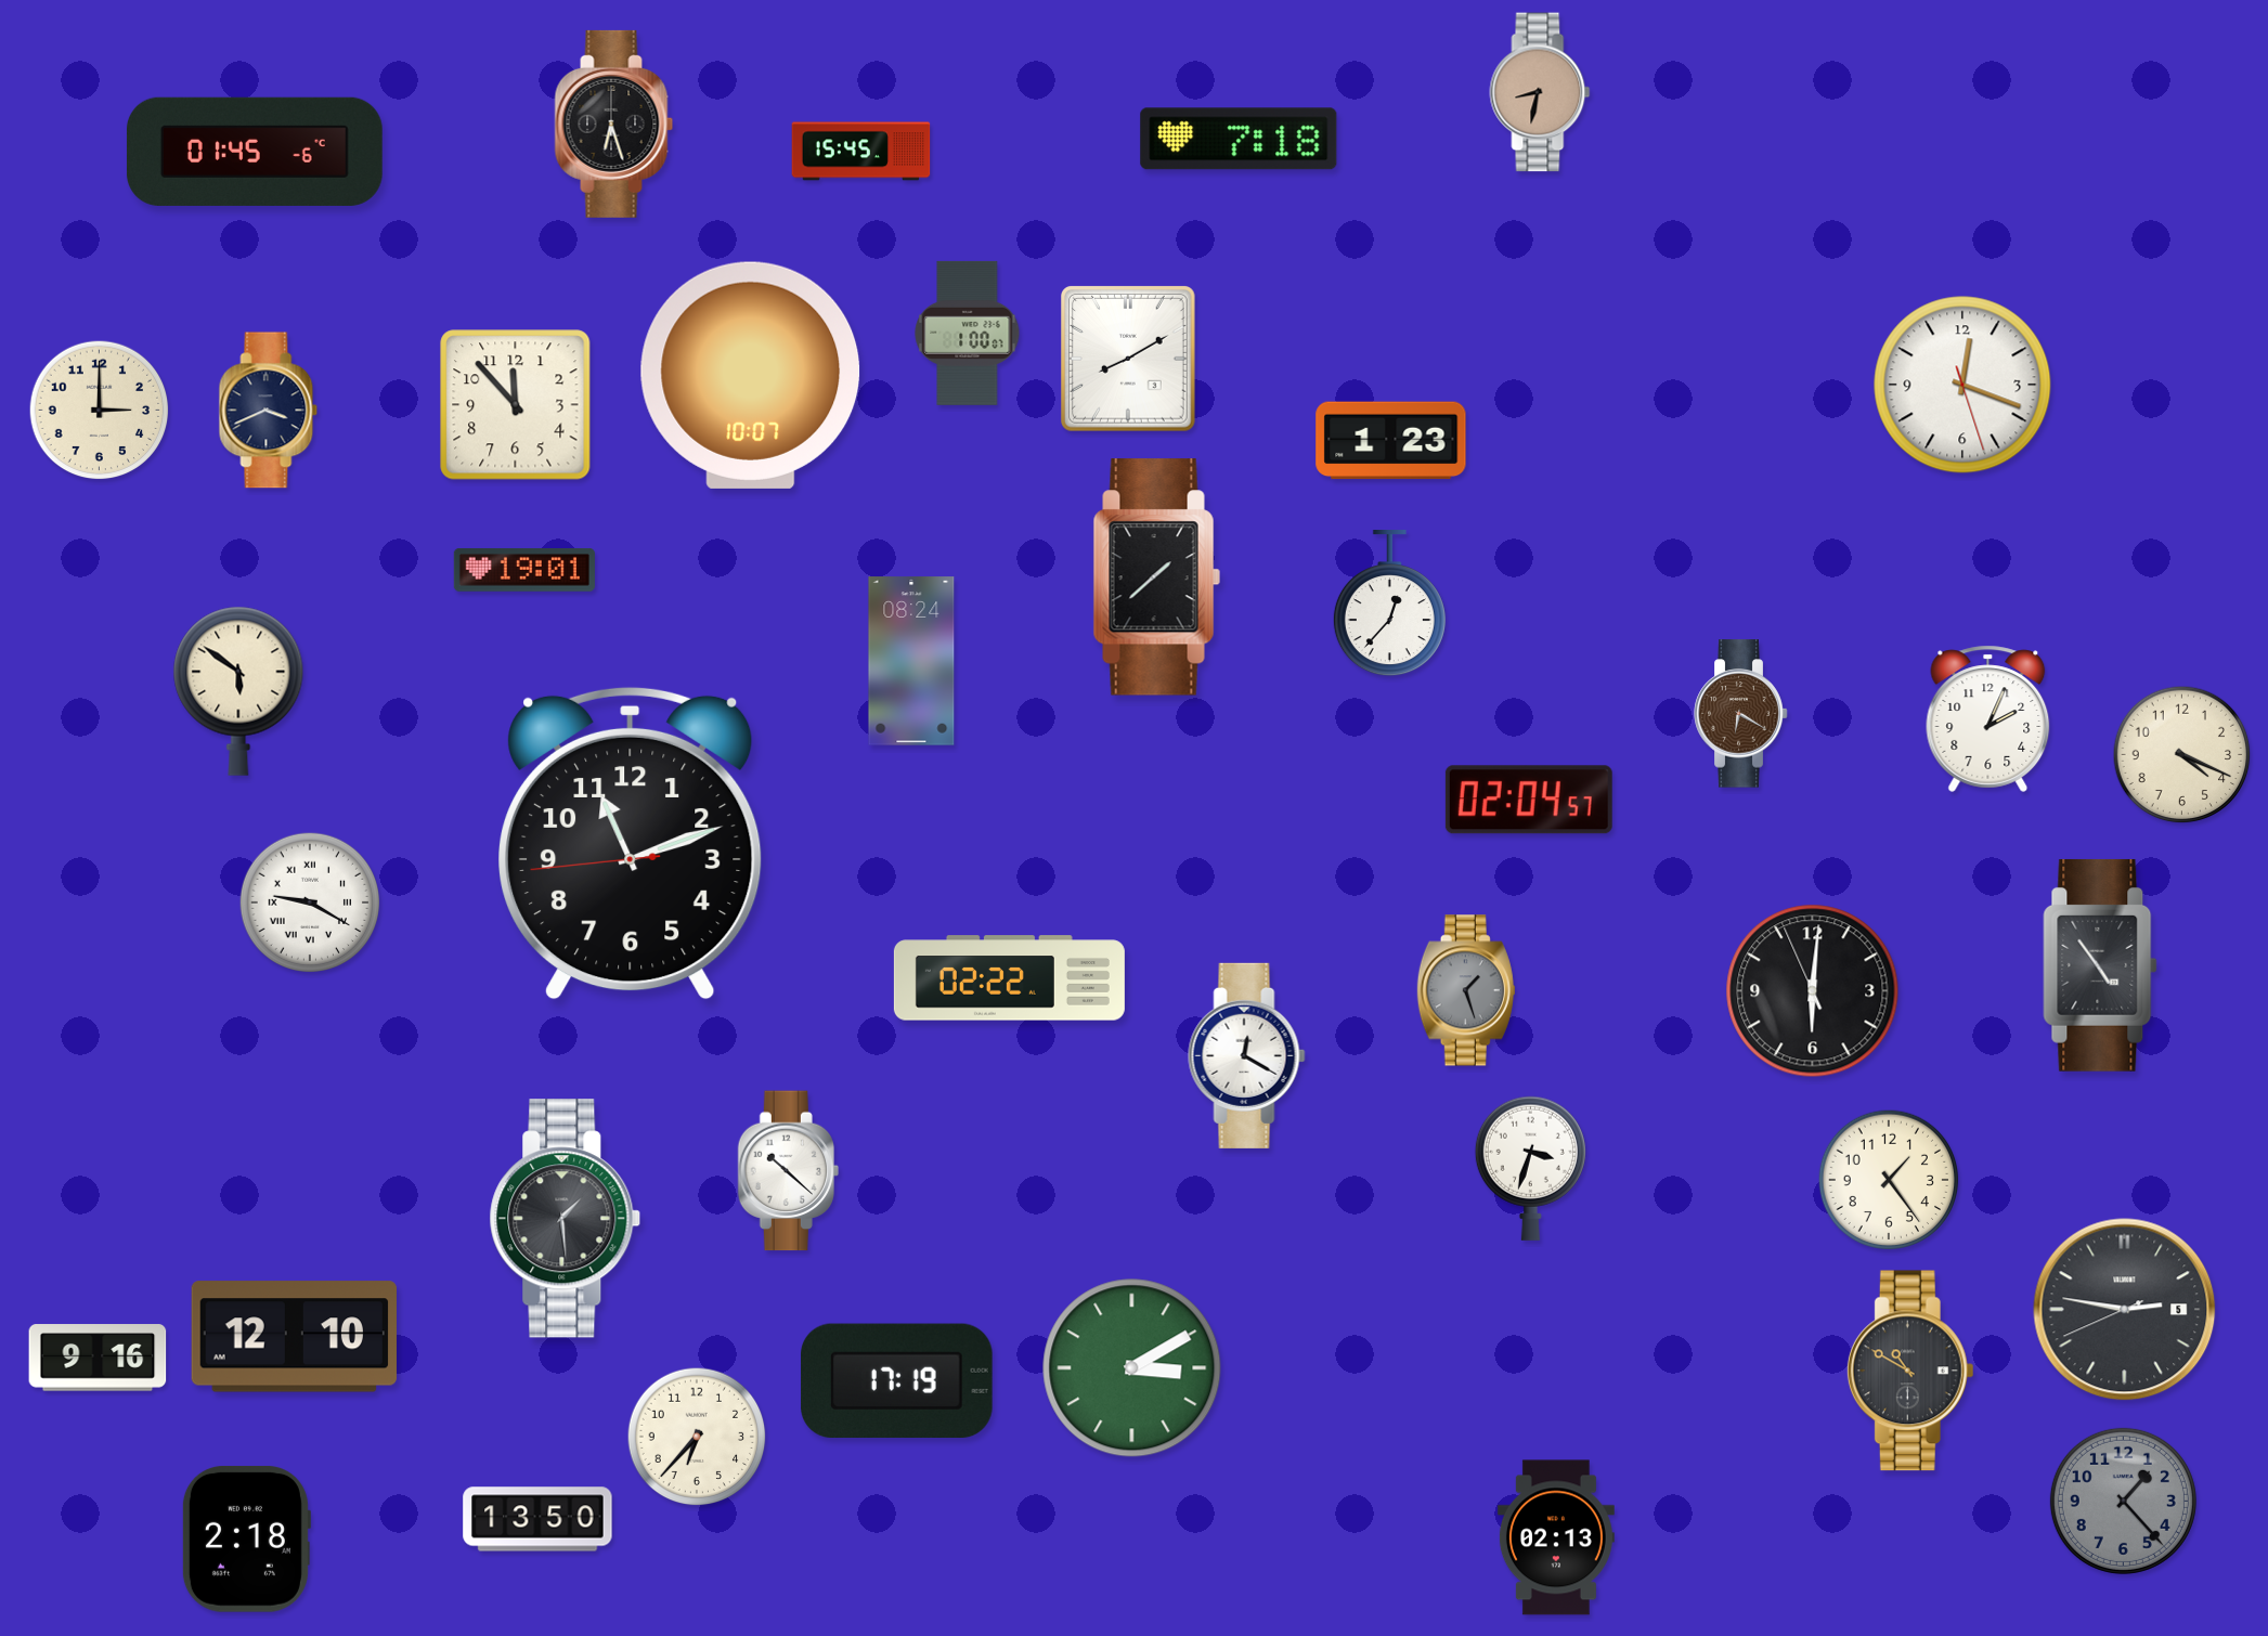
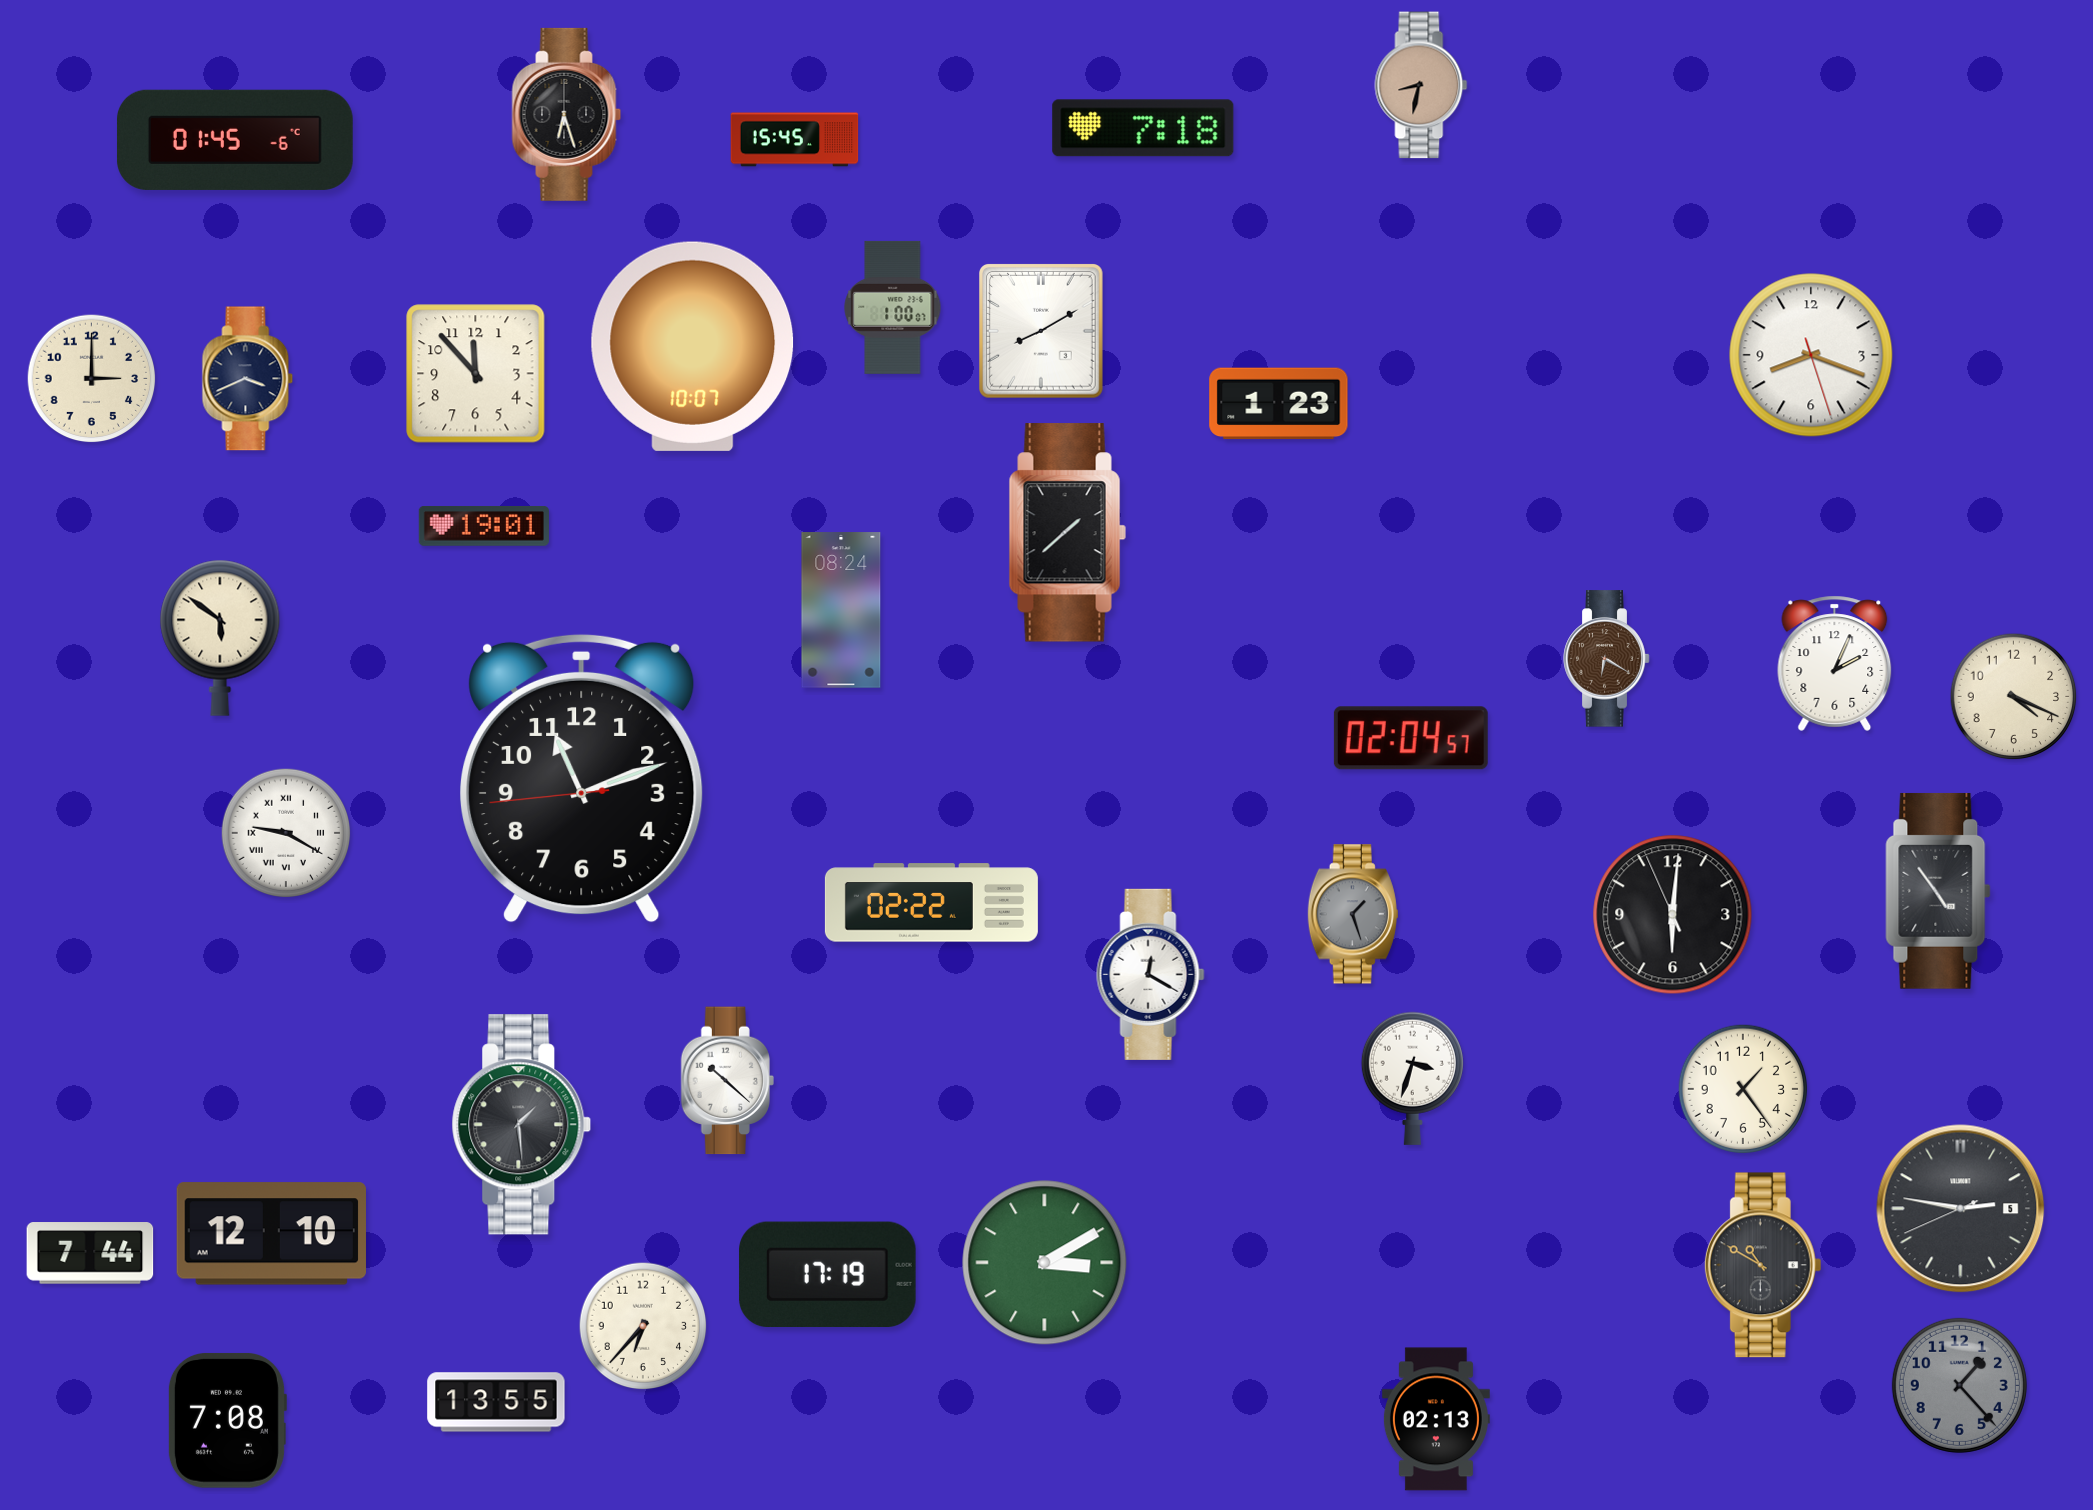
clock at (1962, 385): 12:18 -> 8:18
clock at (1391, 441) position: (1391, 441) -> (1279, 404)
clock at (1389, 605): 12:37 -> none
clock at (98, 1358): 9:16 -> 7:44
clock at (537, 1519): 13:50 -> 13:55
clock at (246, 1538): 2:18 -> 7:08
